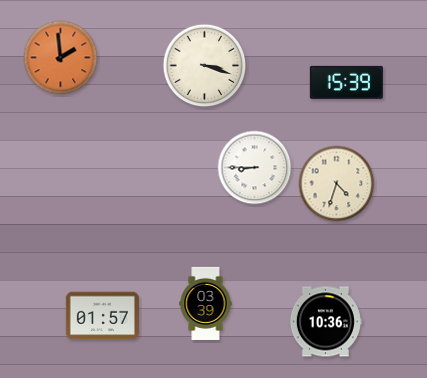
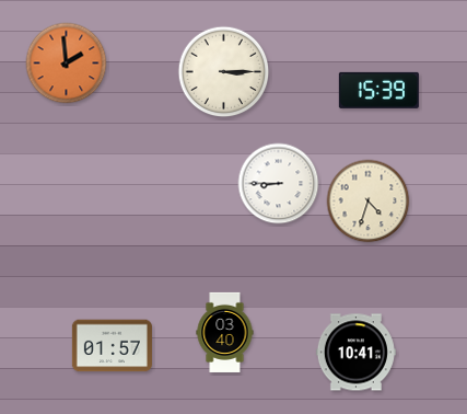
clock at (205, 66): 3:18 -> 3:15
clock at (206, 303): 03:39 -> 03:40
clock at (325, 322): 10:36 -> 10:41
